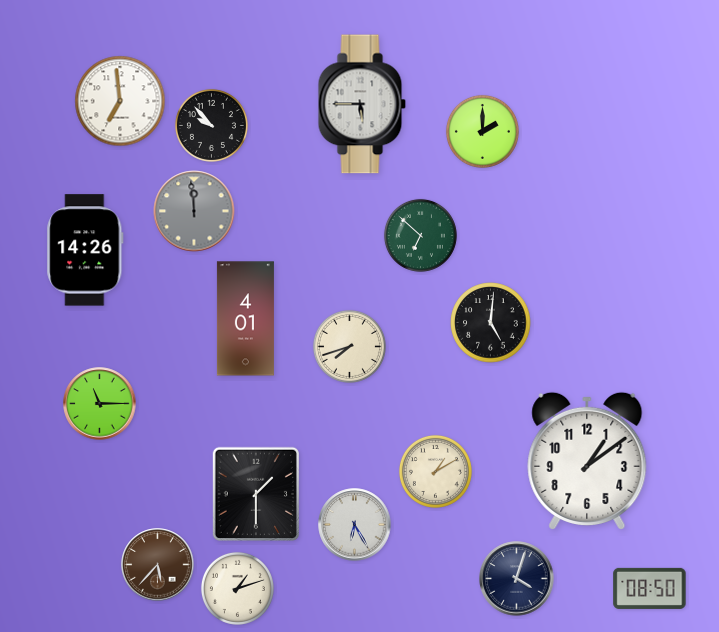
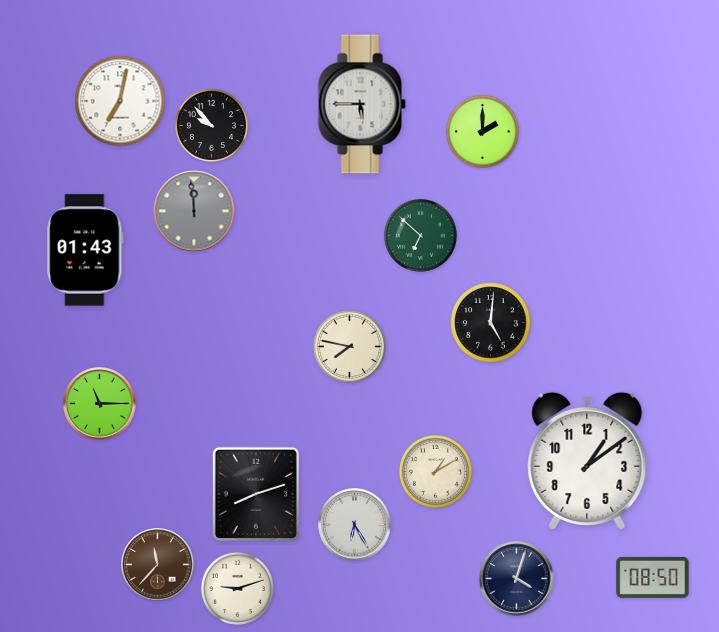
clock at (120, 101): 6:59 -> 7:02
clock at (85, 250): 14:26 -> 01:43
clock at (245, 319): 4:01 -> none
clock at (349, 346): 7:42 -> 7:47
clock at (255, 493): 1:30 -> 8:12
clock at (158, 565): 5:37 -> 11:37
clock at (237, 588): 1:12 -> 9:12
clock at (650, 588) position: (650, 588) -> (653, 577)
